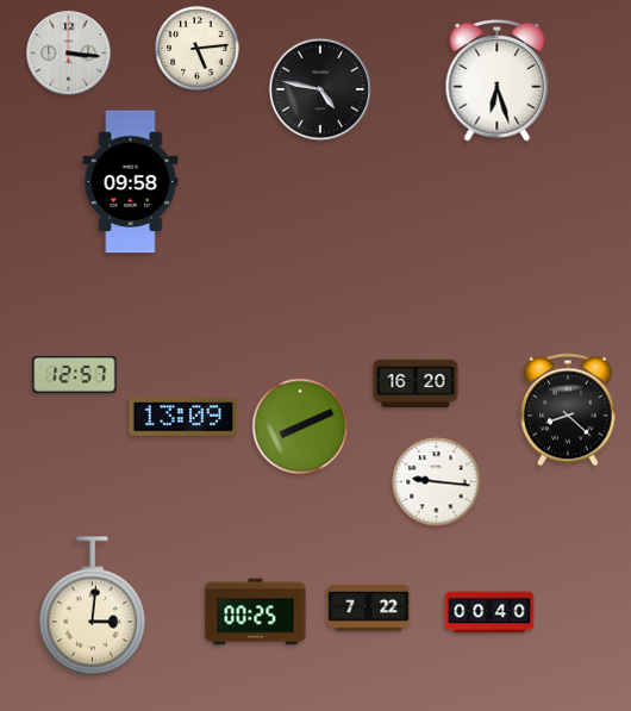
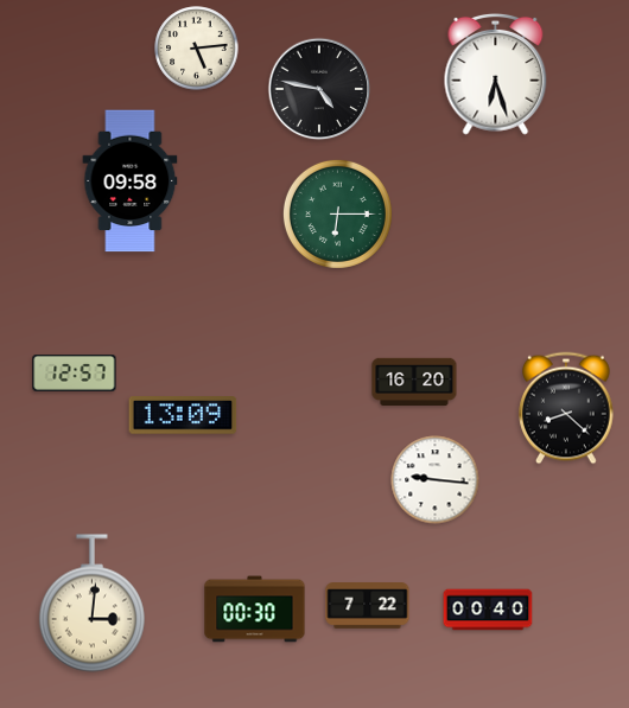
clock at (69, 54): 3:16 -> none
clock at (498, 80) position: (498, 80) -> (496, 74)
clock at (337, 213): none -> 6:15
clock at (300, 426): 8:11 -> none
clock at (256, 612): 00:25 -> 00:30
